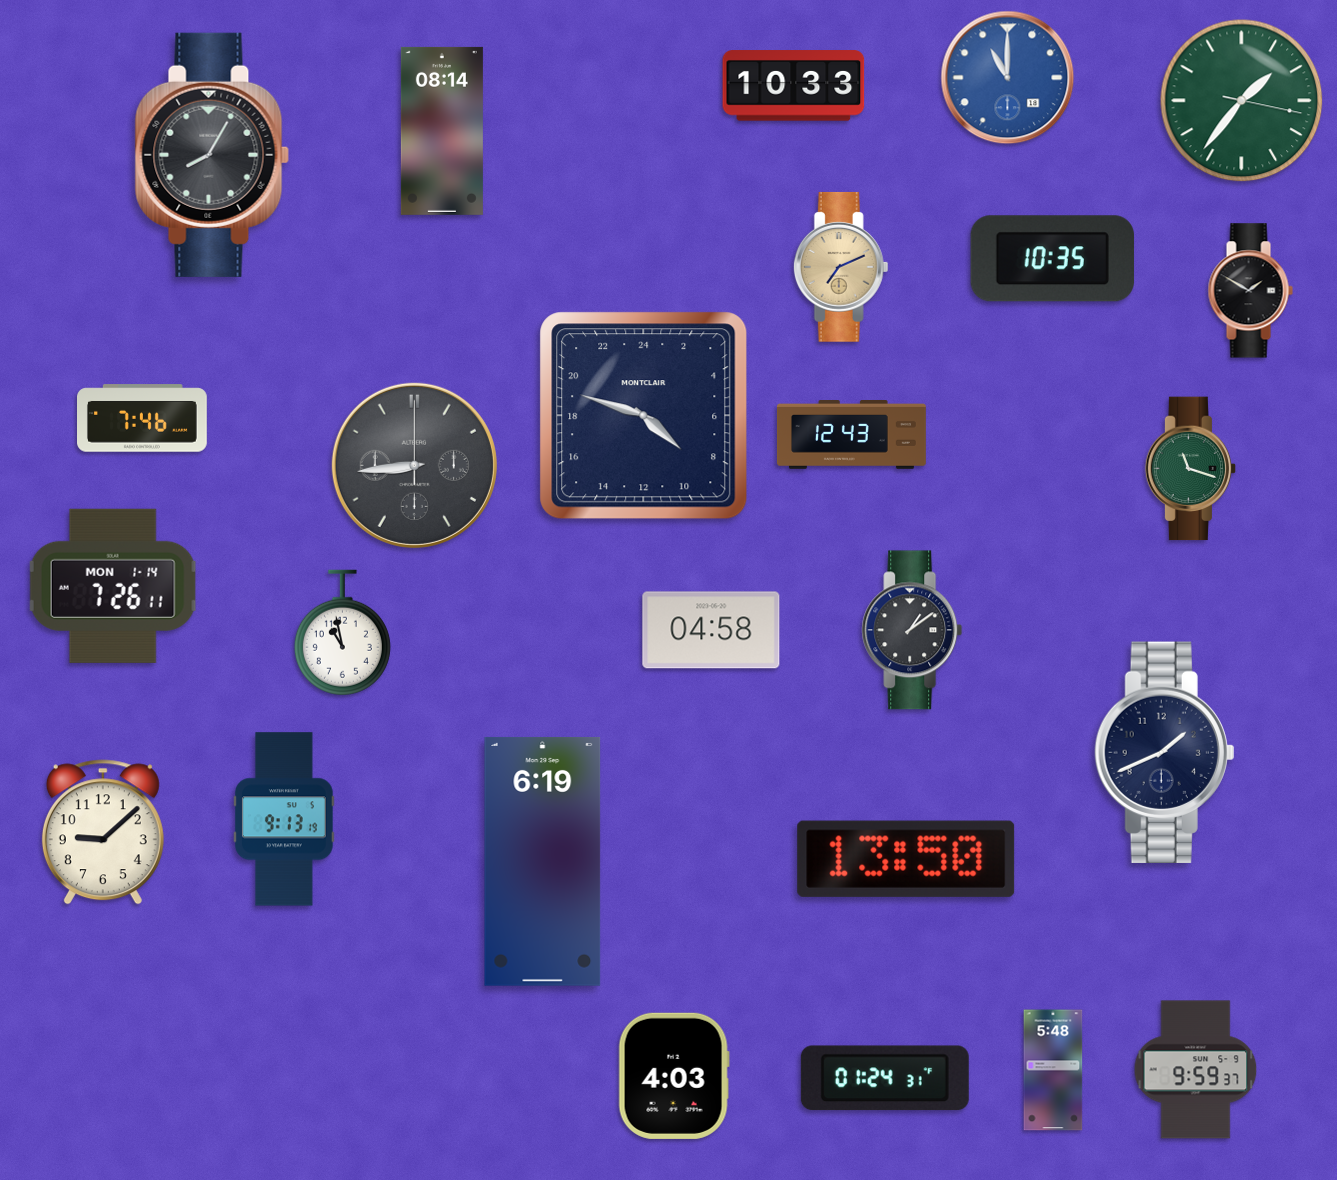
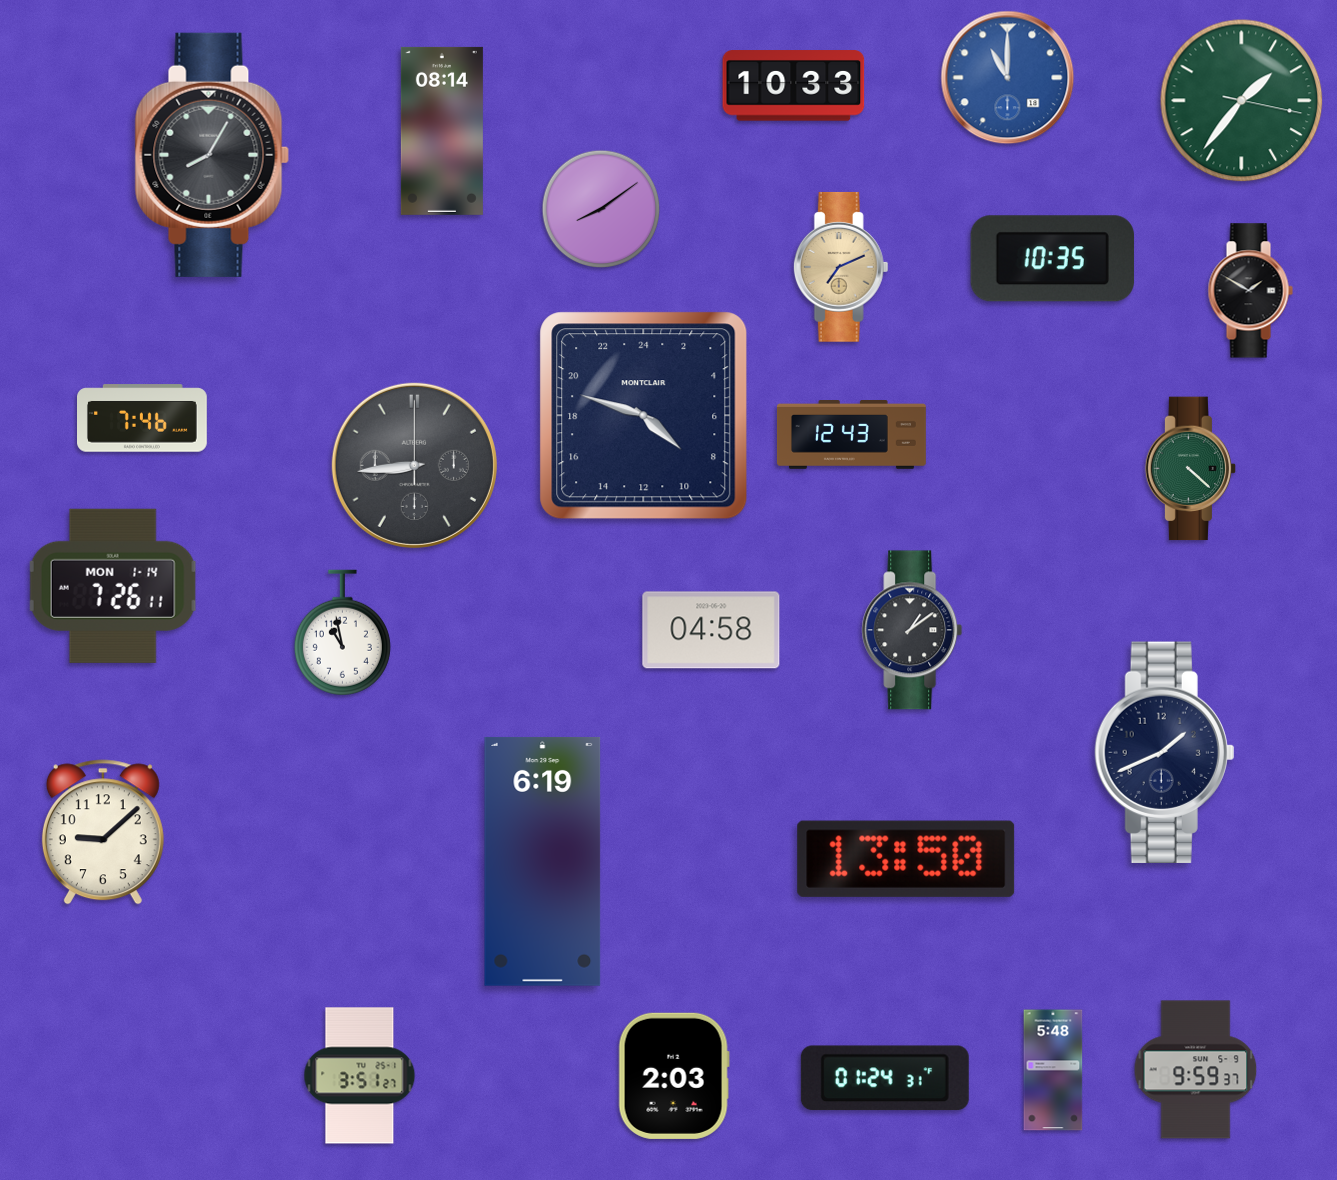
clock at (601, 209): none -> 8:09
clock at (1191, 469): 11:18 -> 4:22
clock at (284, 819): 9:13 -> none
clock at (360, 1076): none -> 3:51
clock at (674, 1076): 4:03 -> 2:03
